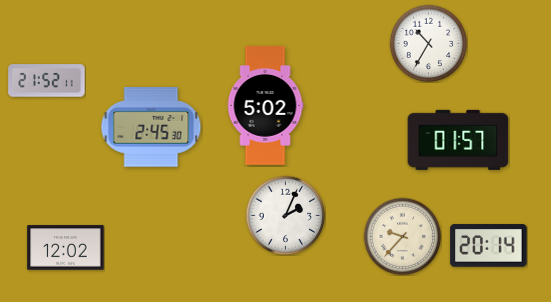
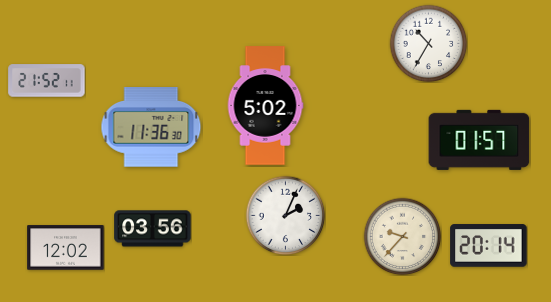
clock at (151, 127): 2:45 -> 11:36
clock at (458, 140) position: (458, 140) -> (479, 140)
clock at (153, 229): none -> 03:56
